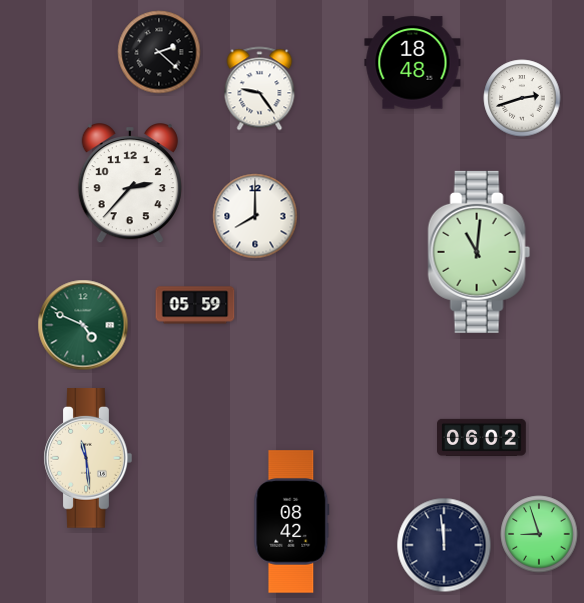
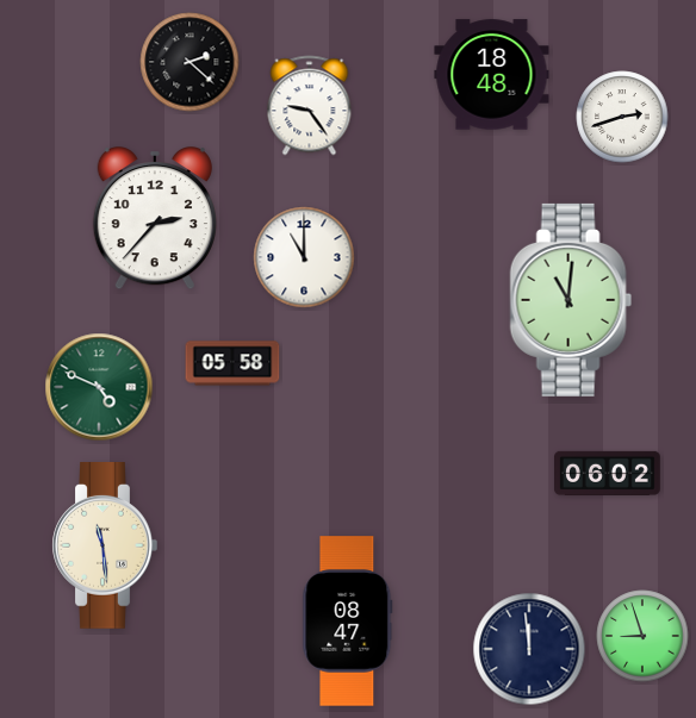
clock at (255, 216): 8:00 -> 11:00
clock at (195, 305): 05:59 -> 05:58
clock at (482, 437) position: (482, 437) -> (608, 473)
clock at (292, 522): 08:42 -> 08:47
